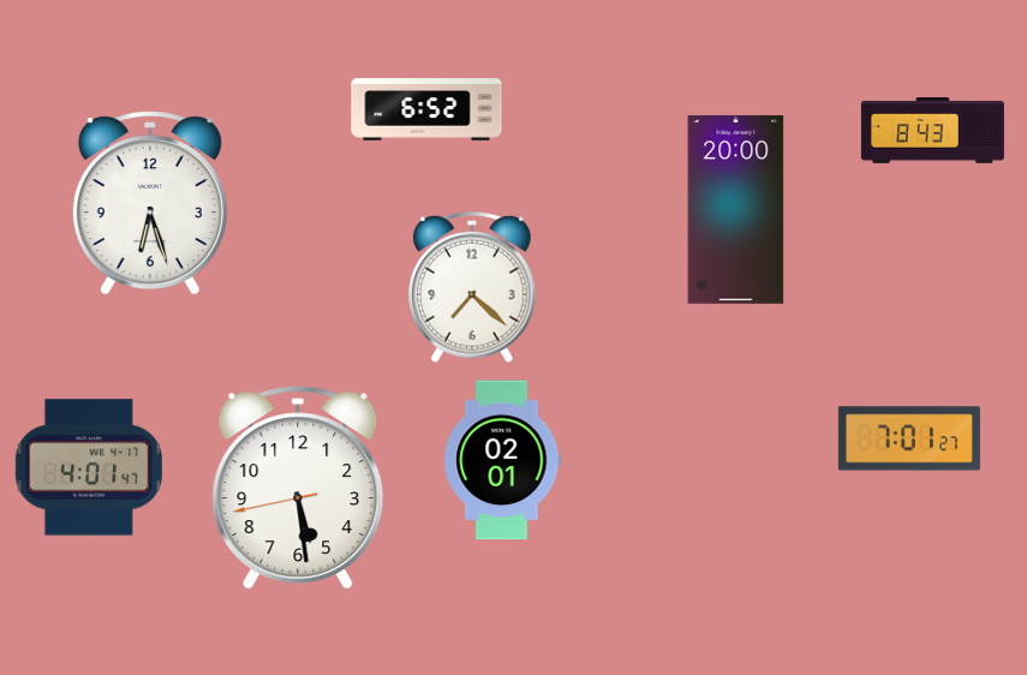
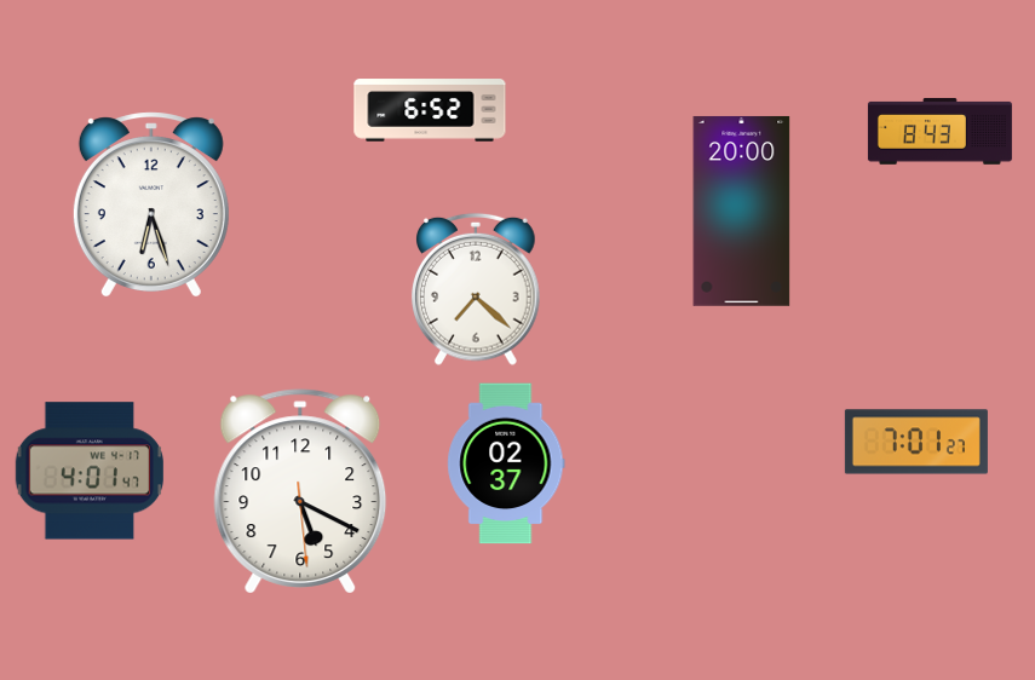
clock at (502, 460): 02:01 -> 02:37
clock at (298, 488): 5:28 -> 5:19
